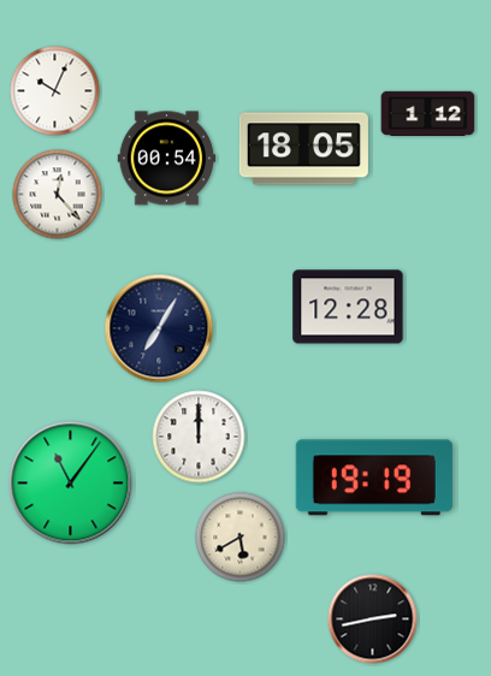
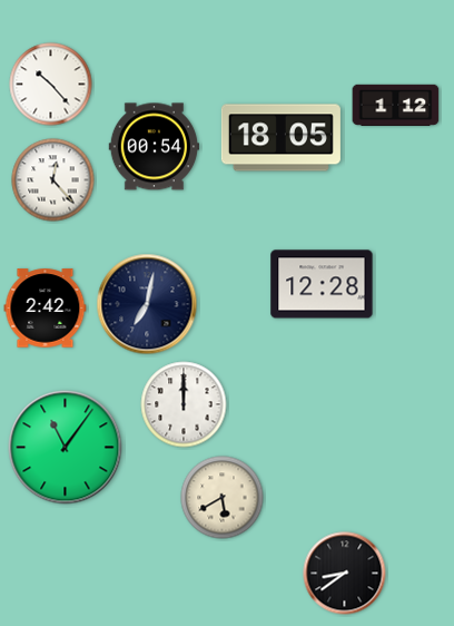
clock at (55, 91): 10:04 -> 10:23
clock at (159, 328): 7:05 -> 7:02
clock at (46, 309): none -> 2:42
clock at (374, 478): 19:19 -> none
clock at (373, 619): 2:43 -> 8:39
